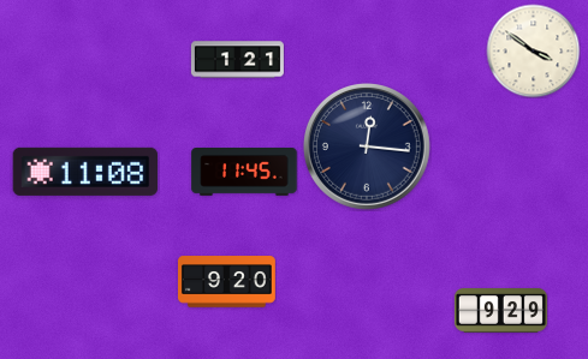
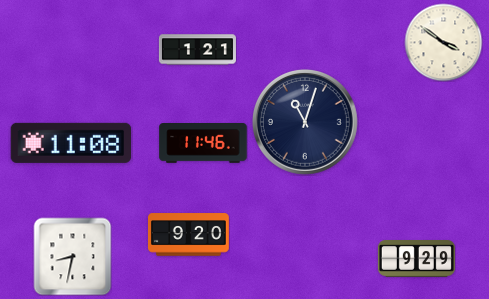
clock at (367, 146): 12:16 -> 11:03
clock at (244, 173): 11:45 -> 11:46
clock at (72, 256): none -> 8:32
